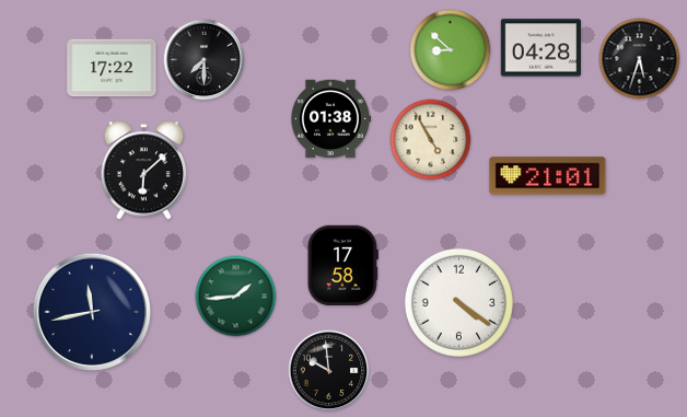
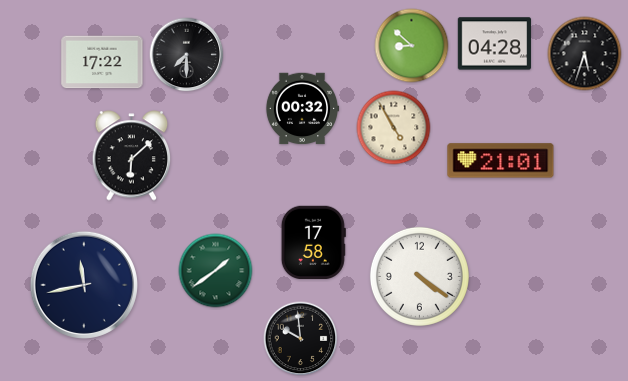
clock at (330, 119): 01:38 -> 00:32
clock at (236, 297): 1:44 -> 1:39
